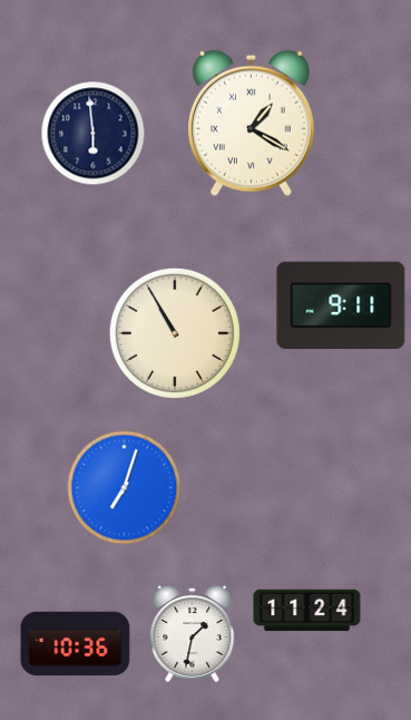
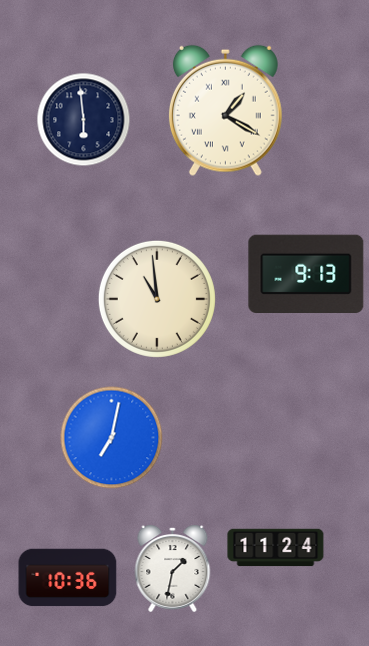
clock at (341, 304): 9:11 -> 9:13
clock at (175, 333): 10:55 -> 10:59
clock at (125, 488): 7:03 -> 7:02
